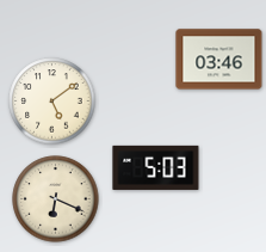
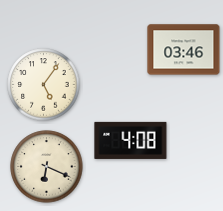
clock at (52, 102): 5:09 -> 5:06
clock at (156, 167): 5:03 -> 4:08
